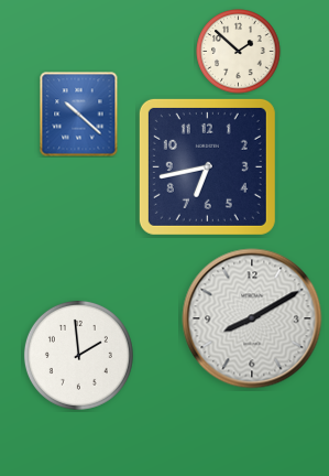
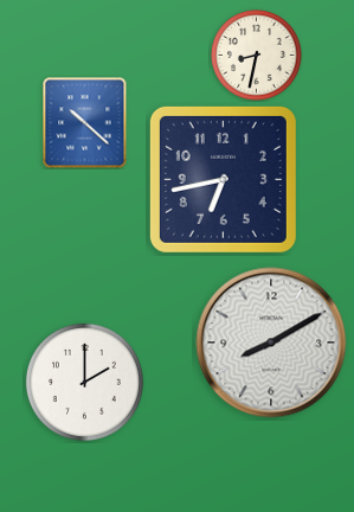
clock at (239, 52): 1:52 -> 8:32
clock at (78, 355): 1:59 -> 2:00
